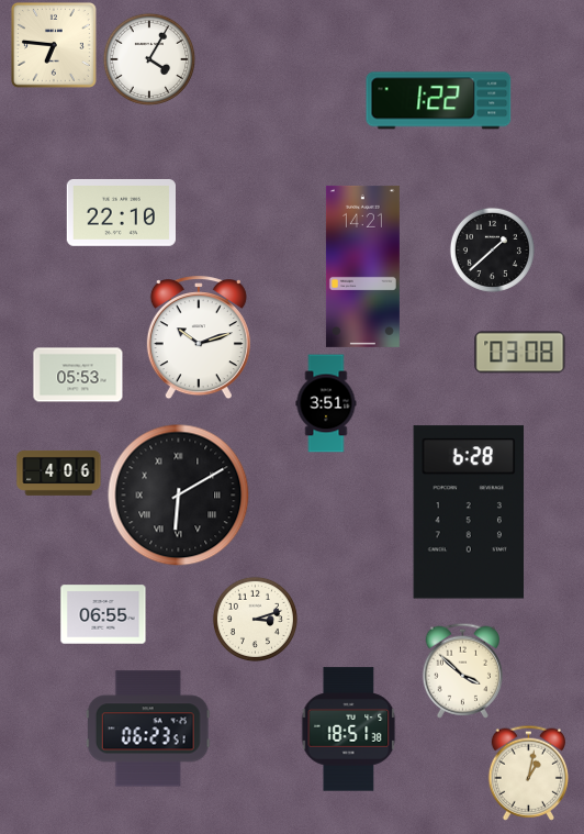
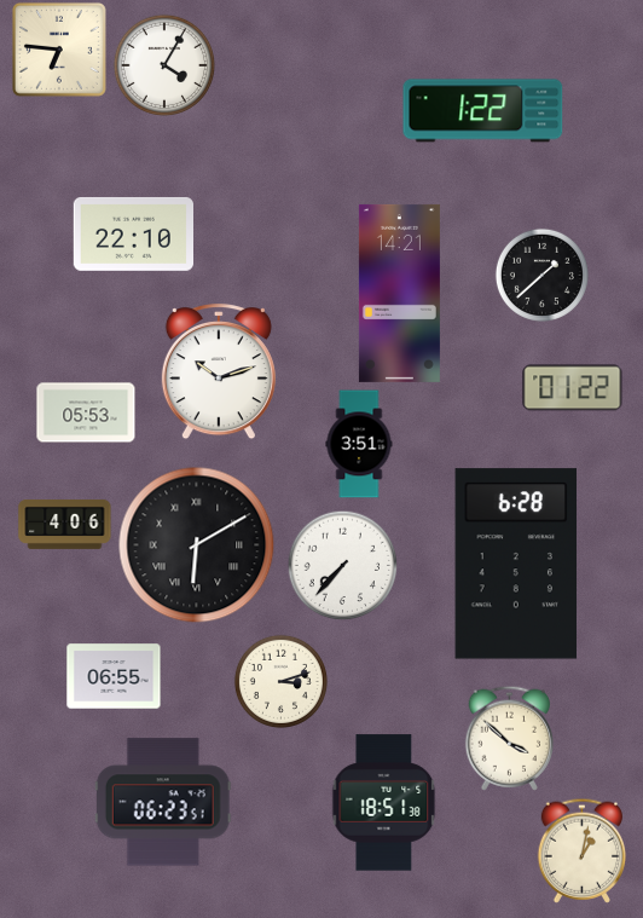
clock at (520, 353): 03:08 -> 01:22
clock at (59, 472) position: (59, 472) -> (65, 524)
clock at (342, 565): none -> 7:37
